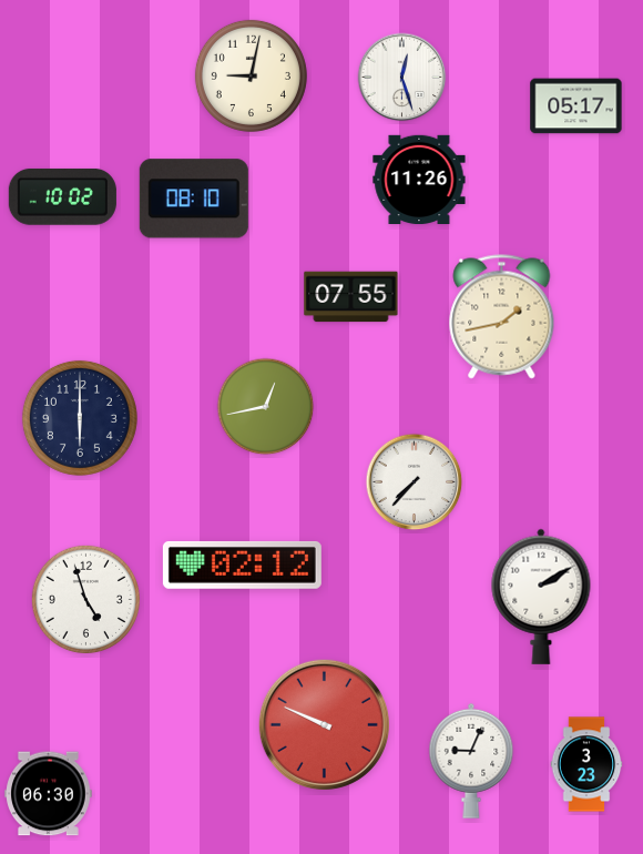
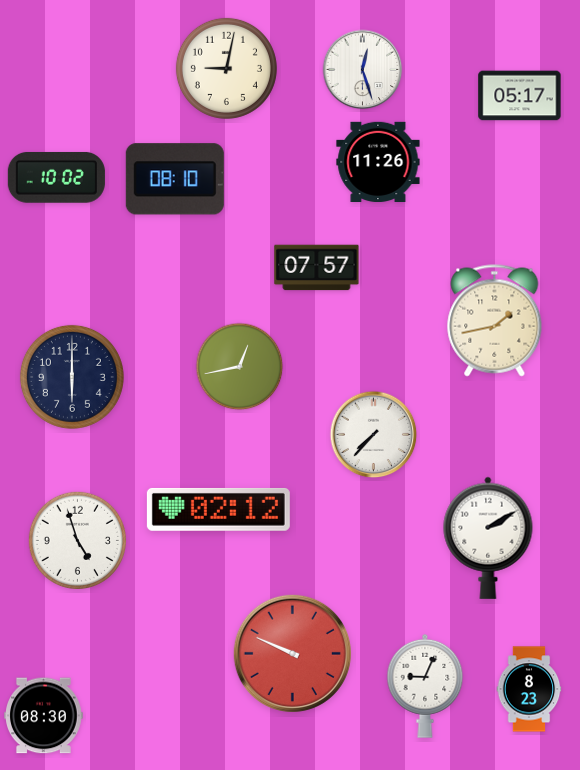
clock at (351, 297): 07:55 -> 07:57
clock at (502, 317) position: (502, 317) -> (495, 321)
clock at (586, 764): 3:23 -> 8:23
clock at (49, 794): 06:30 -> 08:30
